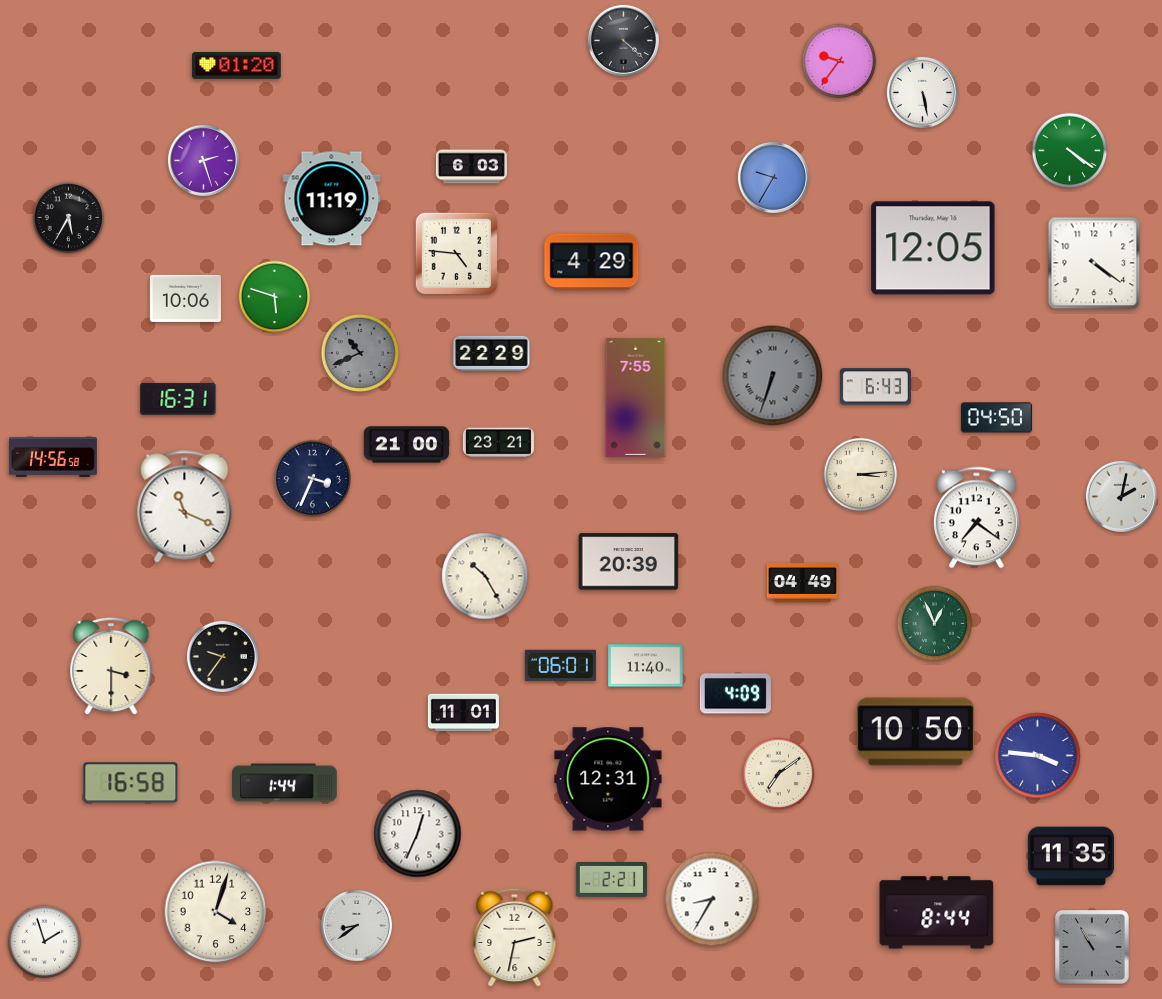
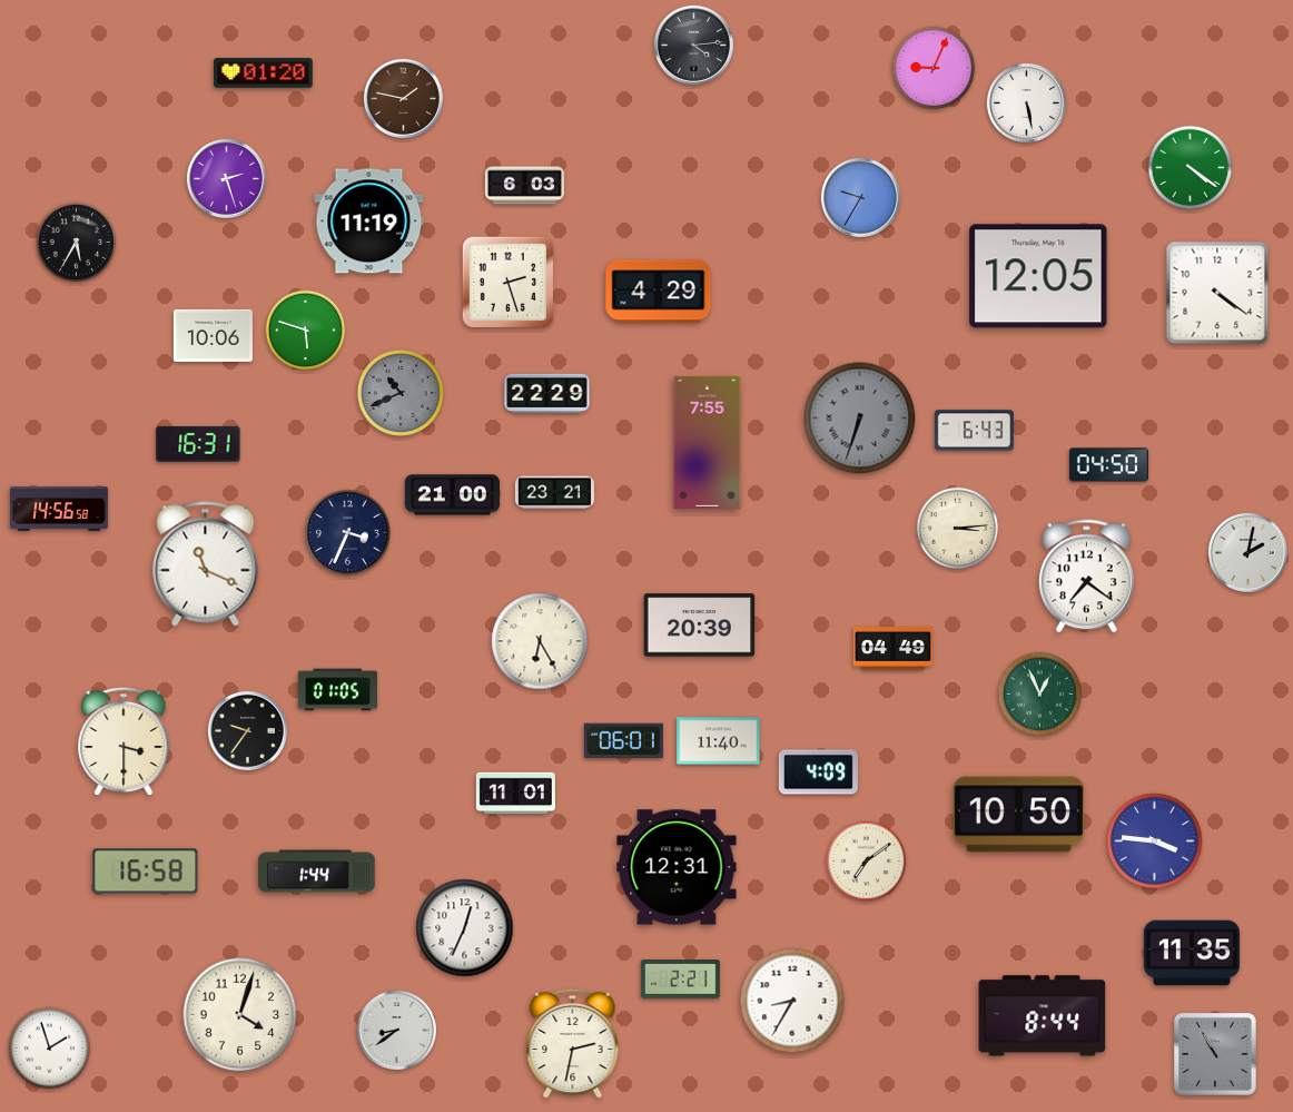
clock at (623, 40): 4:22 -> 4:14
clock at (839, 61): 9:36 -> 9:04
clock at (403, 98): none -> 1:47
clock at (456, 253): 4:46 -> 2:27
clock at (185, 298) position: (185, 298) -> (213, 335)
clock at (485, 576): 10:25 -> 6:25
clock at (337, 690): none -> 01:05
